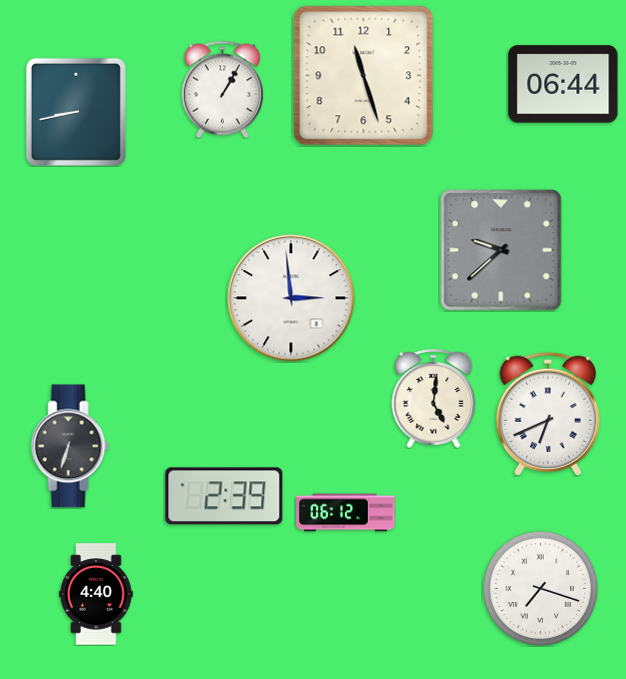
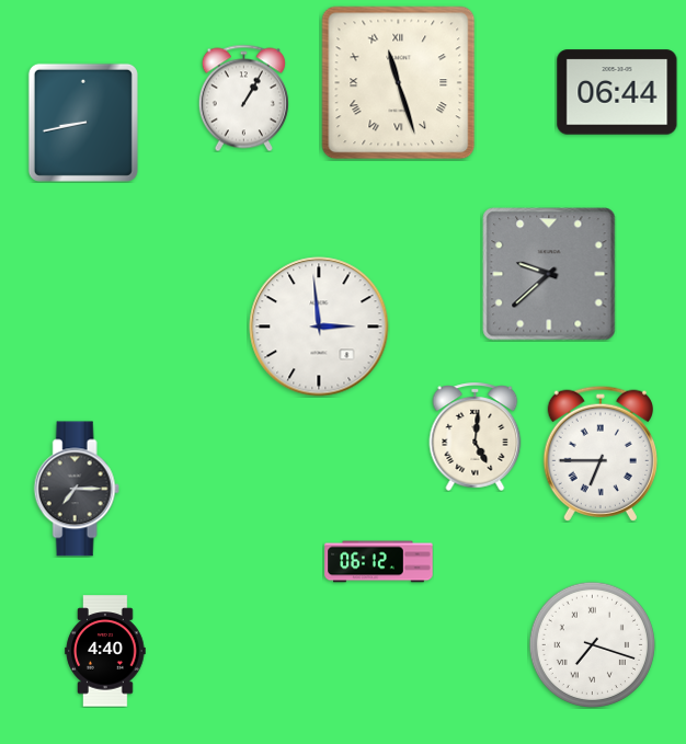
clock at (364, 76) numerals: Arabic -> Roman
clock at (548, 414): 6:41 -> 6:45
clock at (70, 446): 6:33 -> 7:15
clock at (224, 496): 2:39 -> none
